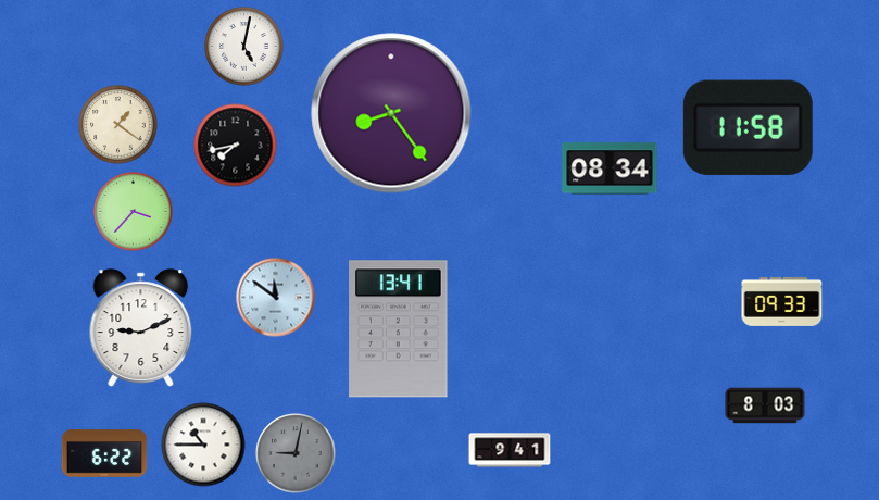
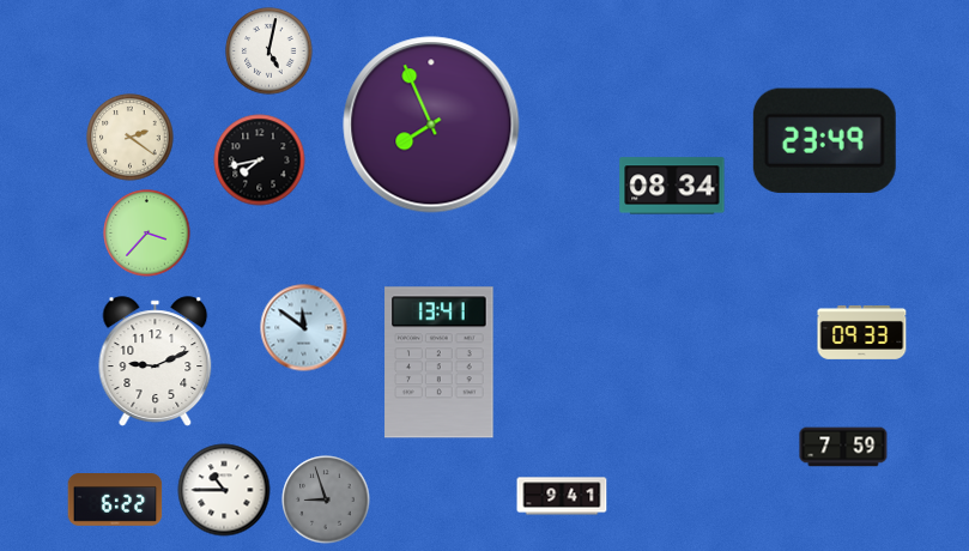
clock at (391, 113): 8:24 -> 7:56
clock at (118, 125): 1:21 -> 2:21
clock at (748, 127): 11:58 -> 23:49
clock at (765, 405): 8:03 -> 7:59
clock at (296, 453): 9:02 -> 8:57
